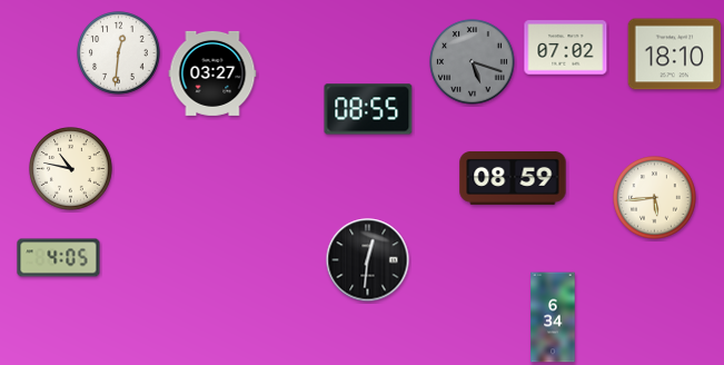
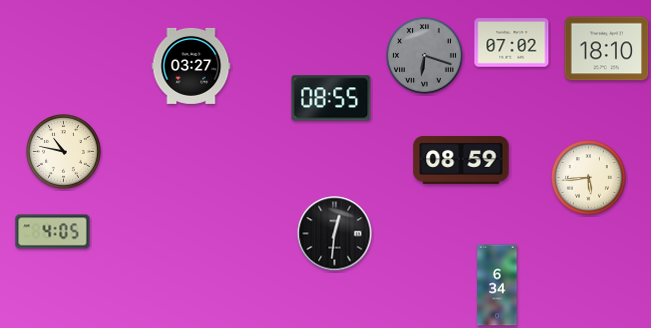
clock at (566, 48) position: (566, 48) -> (512, 43)
clock at (119, 53): 12:31 -> none
clock at (473, 62): 5:18 -> 6:18
clock at (368, 260) position: (368, 260) -> (335, 234)
